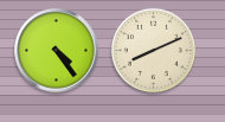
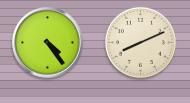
clock at (153, 50) position: (153, 50) -> (140, 42)
